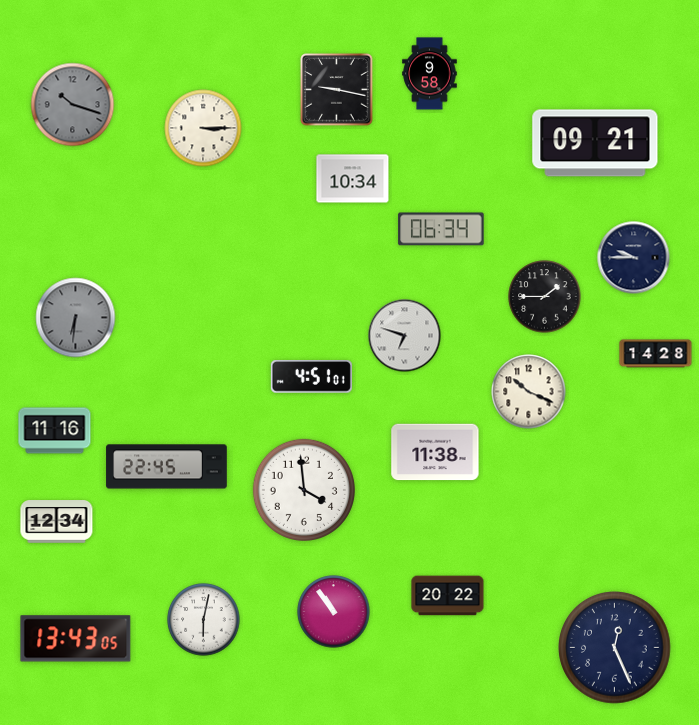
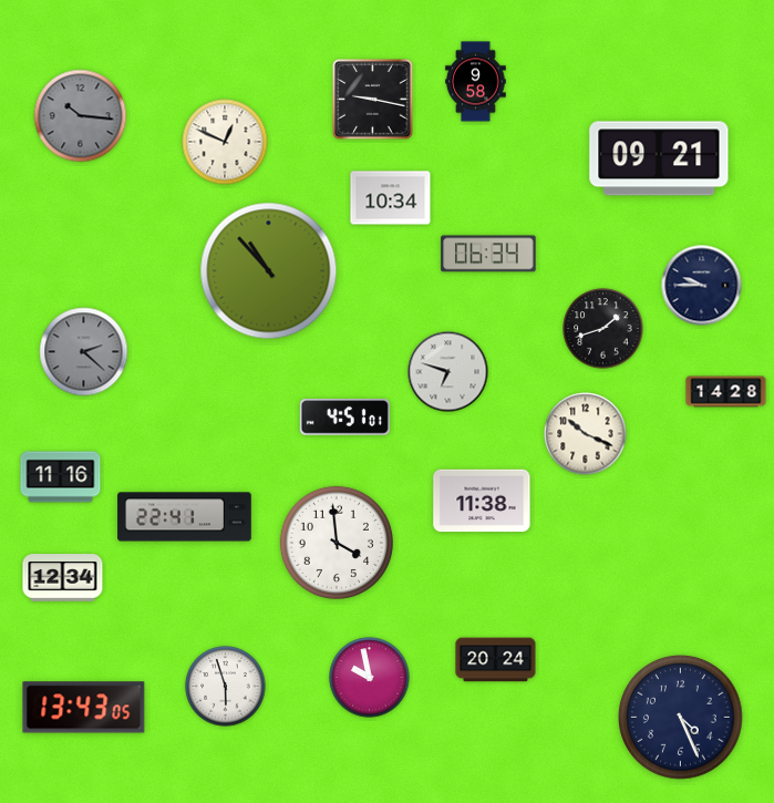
clock at (73, 105): 10:18 -> 10:16
clock at (203, 128): 3:15 -> 12:49
clock at (269, 271): none -> 10:53
clock at (545, 297): 1:45 -> 1:42
clock at (76, 318): 6:31 -> 2:22
clock at (167, 467): 22:45 -> 22:41
clock at (448, 596): 20:22 -> 20:24
clock at (334, 612): 10:54 -> 9:58
clock at (204, 620): 6:02 -> 5:57
clock at (615, 648): 12:26 -> 4:26
